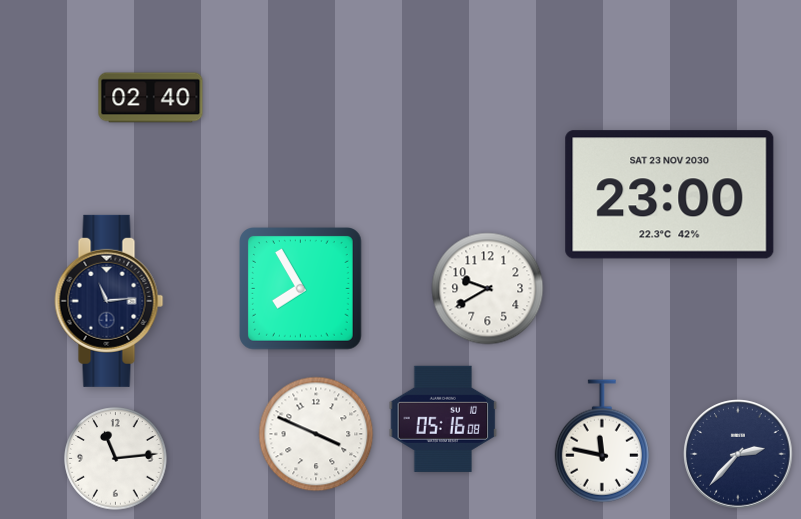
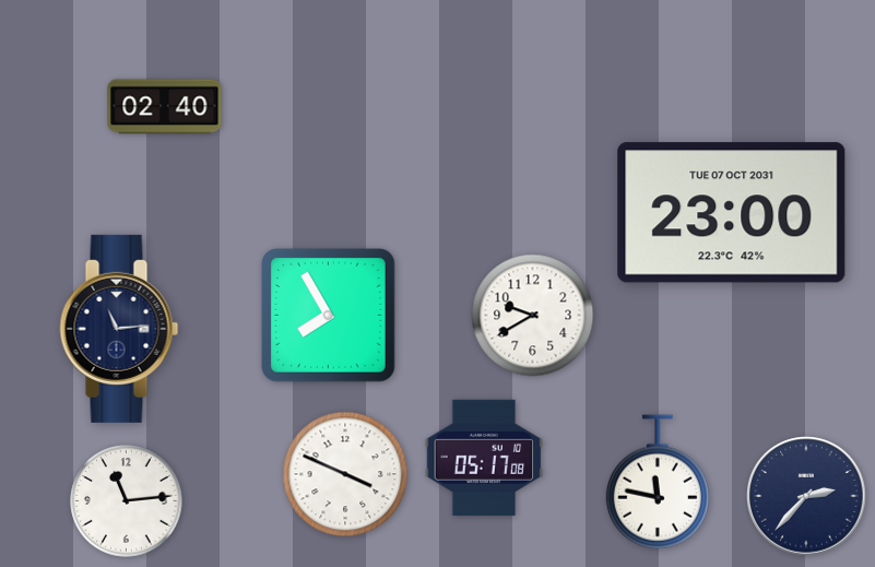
clock at (670, 195) date: SAT 23 NOV 2030 -> TUE 07 OCT 2031
clock at (443, 419): 05:16 -> 05:17
